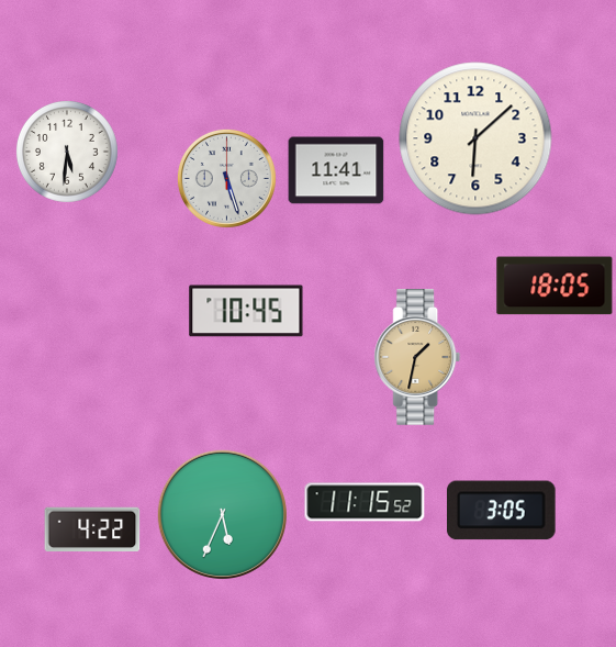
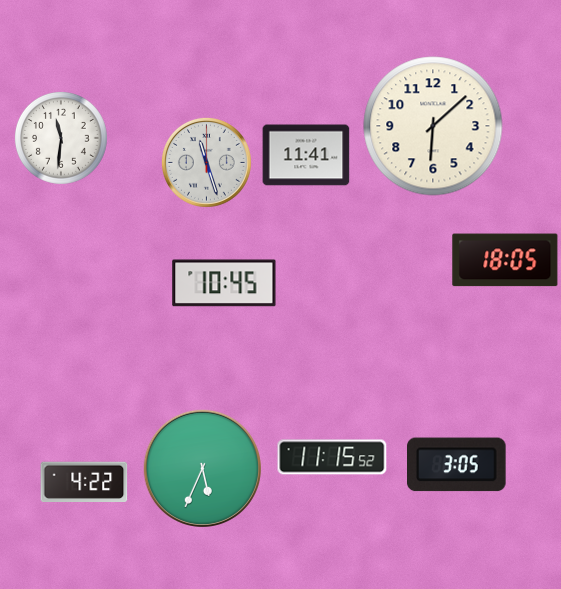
clock at (67, 152): 5:31 -> 11:31
clock at (226, 178): 5:27 -> 11:27
clock at (417, 358): 1:32 -> none
